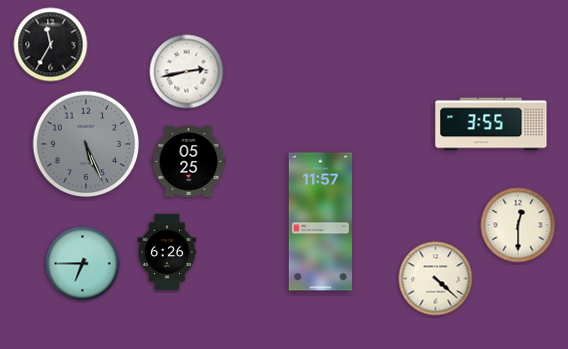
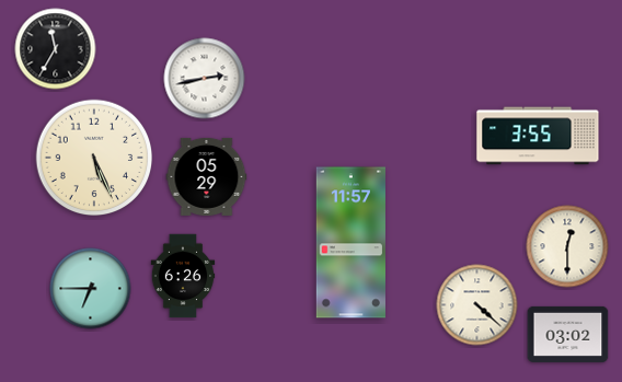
clock at (86, 144) dial: grey -> cream
clock at (189, 161): 05:25 -> 05:29
clock at (568, 334): none -> 03:02
